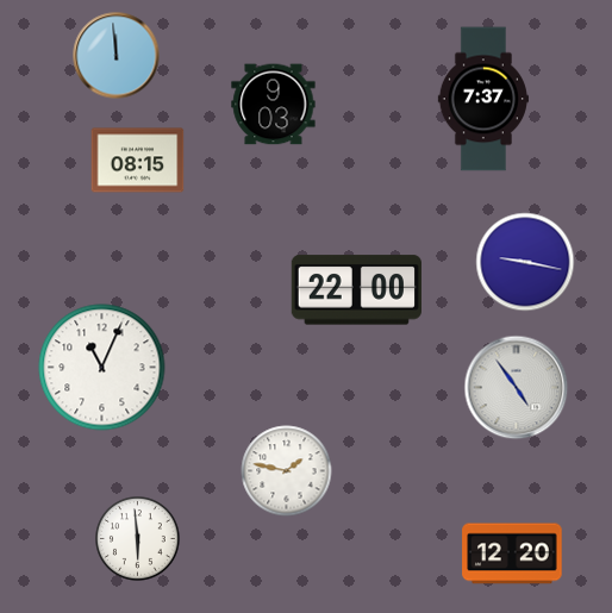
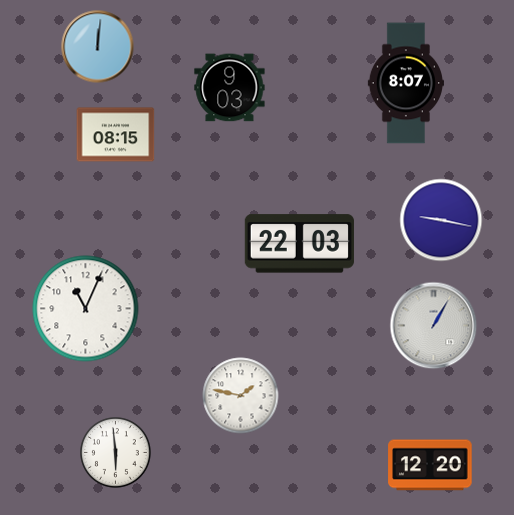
clock at (117, 56): 11:59 -> 12:01
clock at (483, 99): 7:37 -> 8:07
clock at (356, 290): 22:00 -> 22:03
clock at (517, 388): 4:54 -> 1:05
